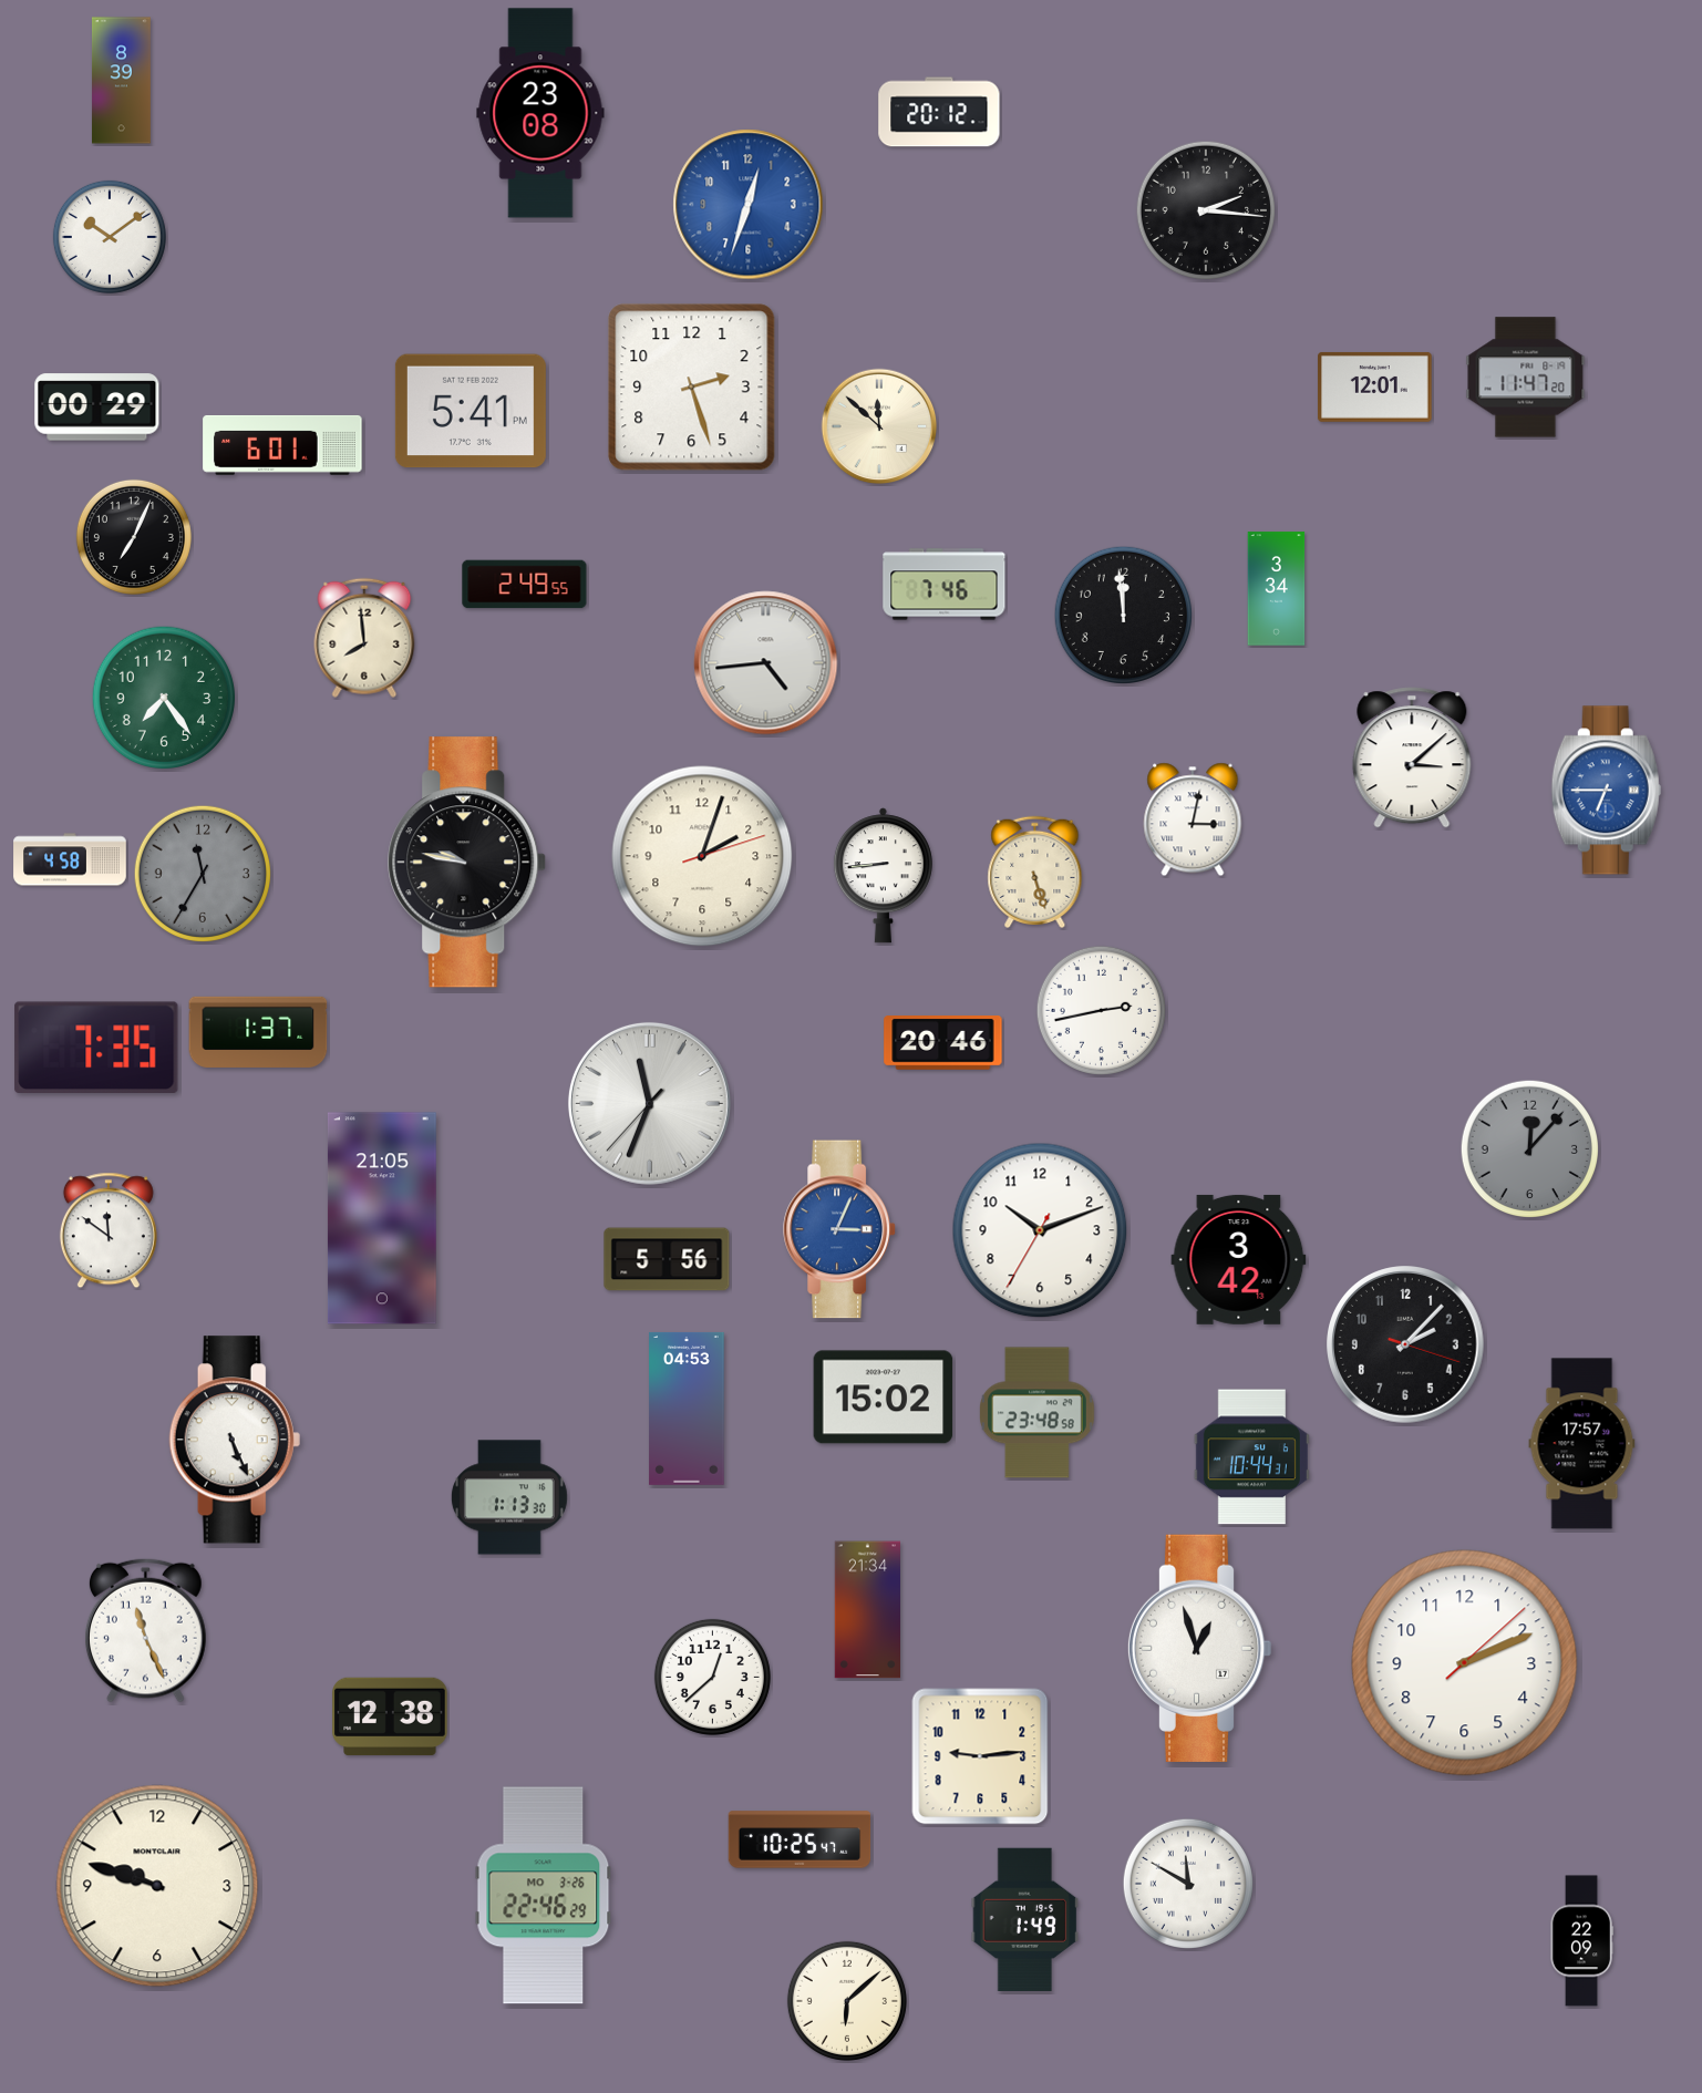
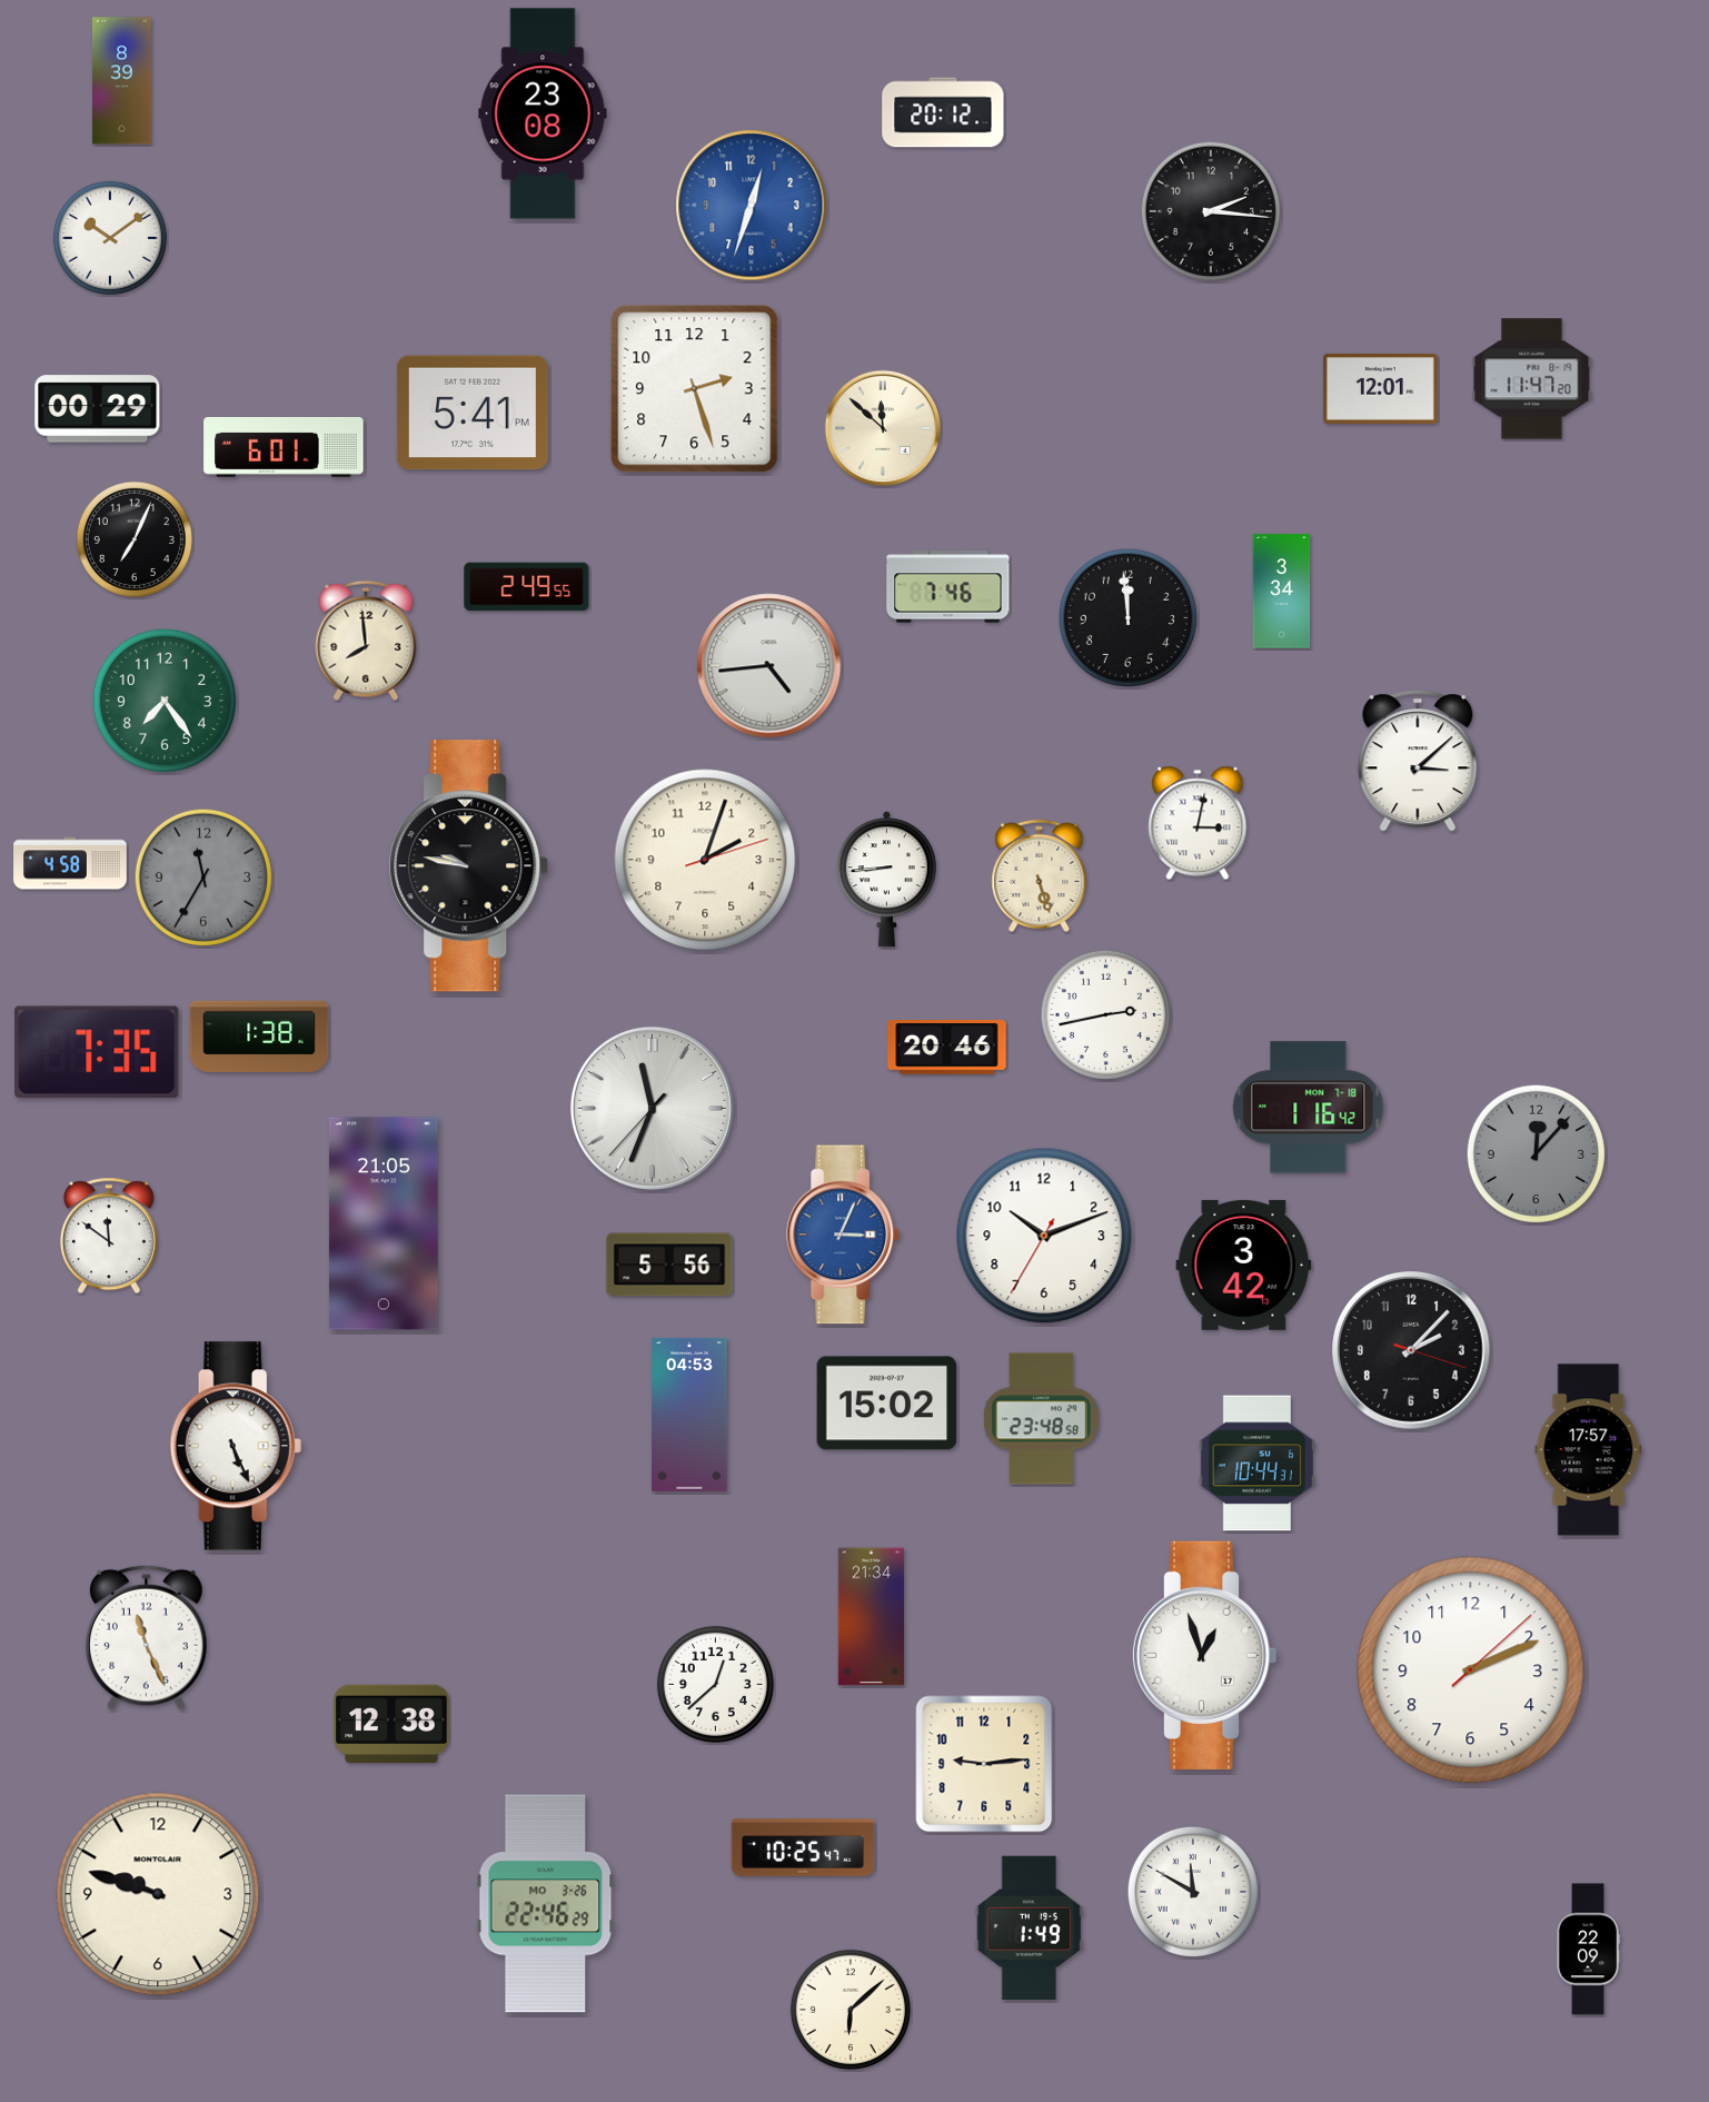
clock at (1606, 791): 6:45 -> none
clock at (258, 1032): 1:37 -> 1:38
clock at (1309, 1108): none -> 1:16
clock at (509, 1497): 1:13 -> none
